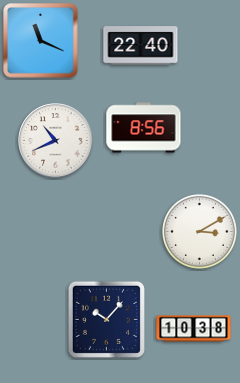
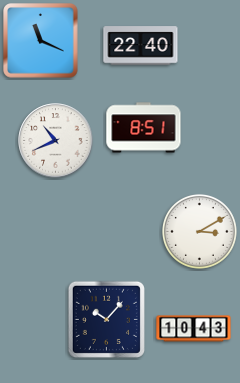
clock at (144, 128): 8:56 -> 8:51
clock at (194, 329): 10:38 -> 10:43
